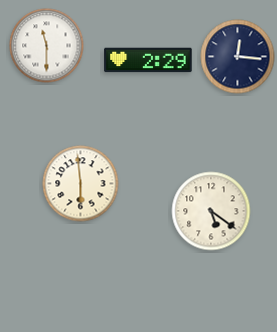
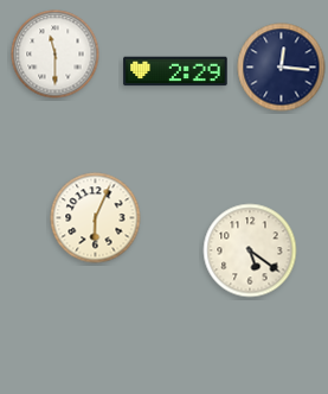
clock at (81, 184): 5:59 -> 6:04
